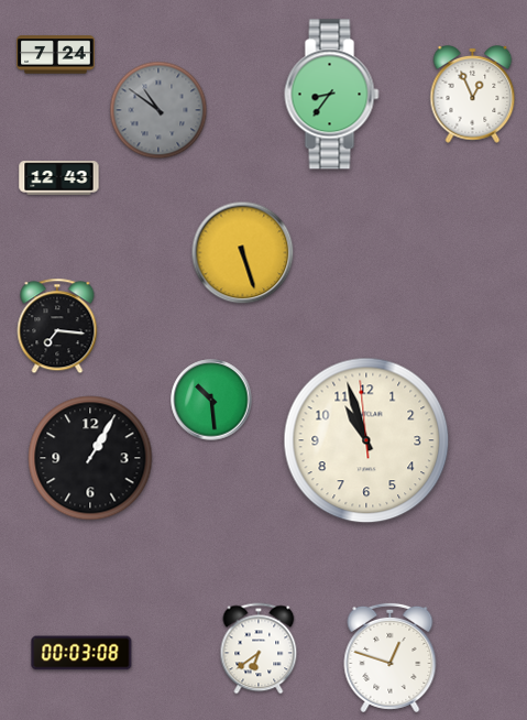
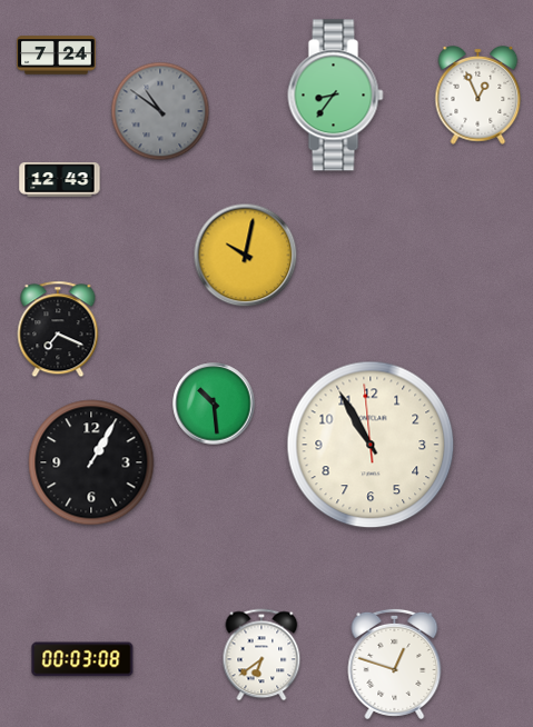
clock at (243, 253): 5:27 -> 10:02
clock at (57, 326): 7:16 -> 7:19
clock at (366, 440): 10:56 -> 10:54
